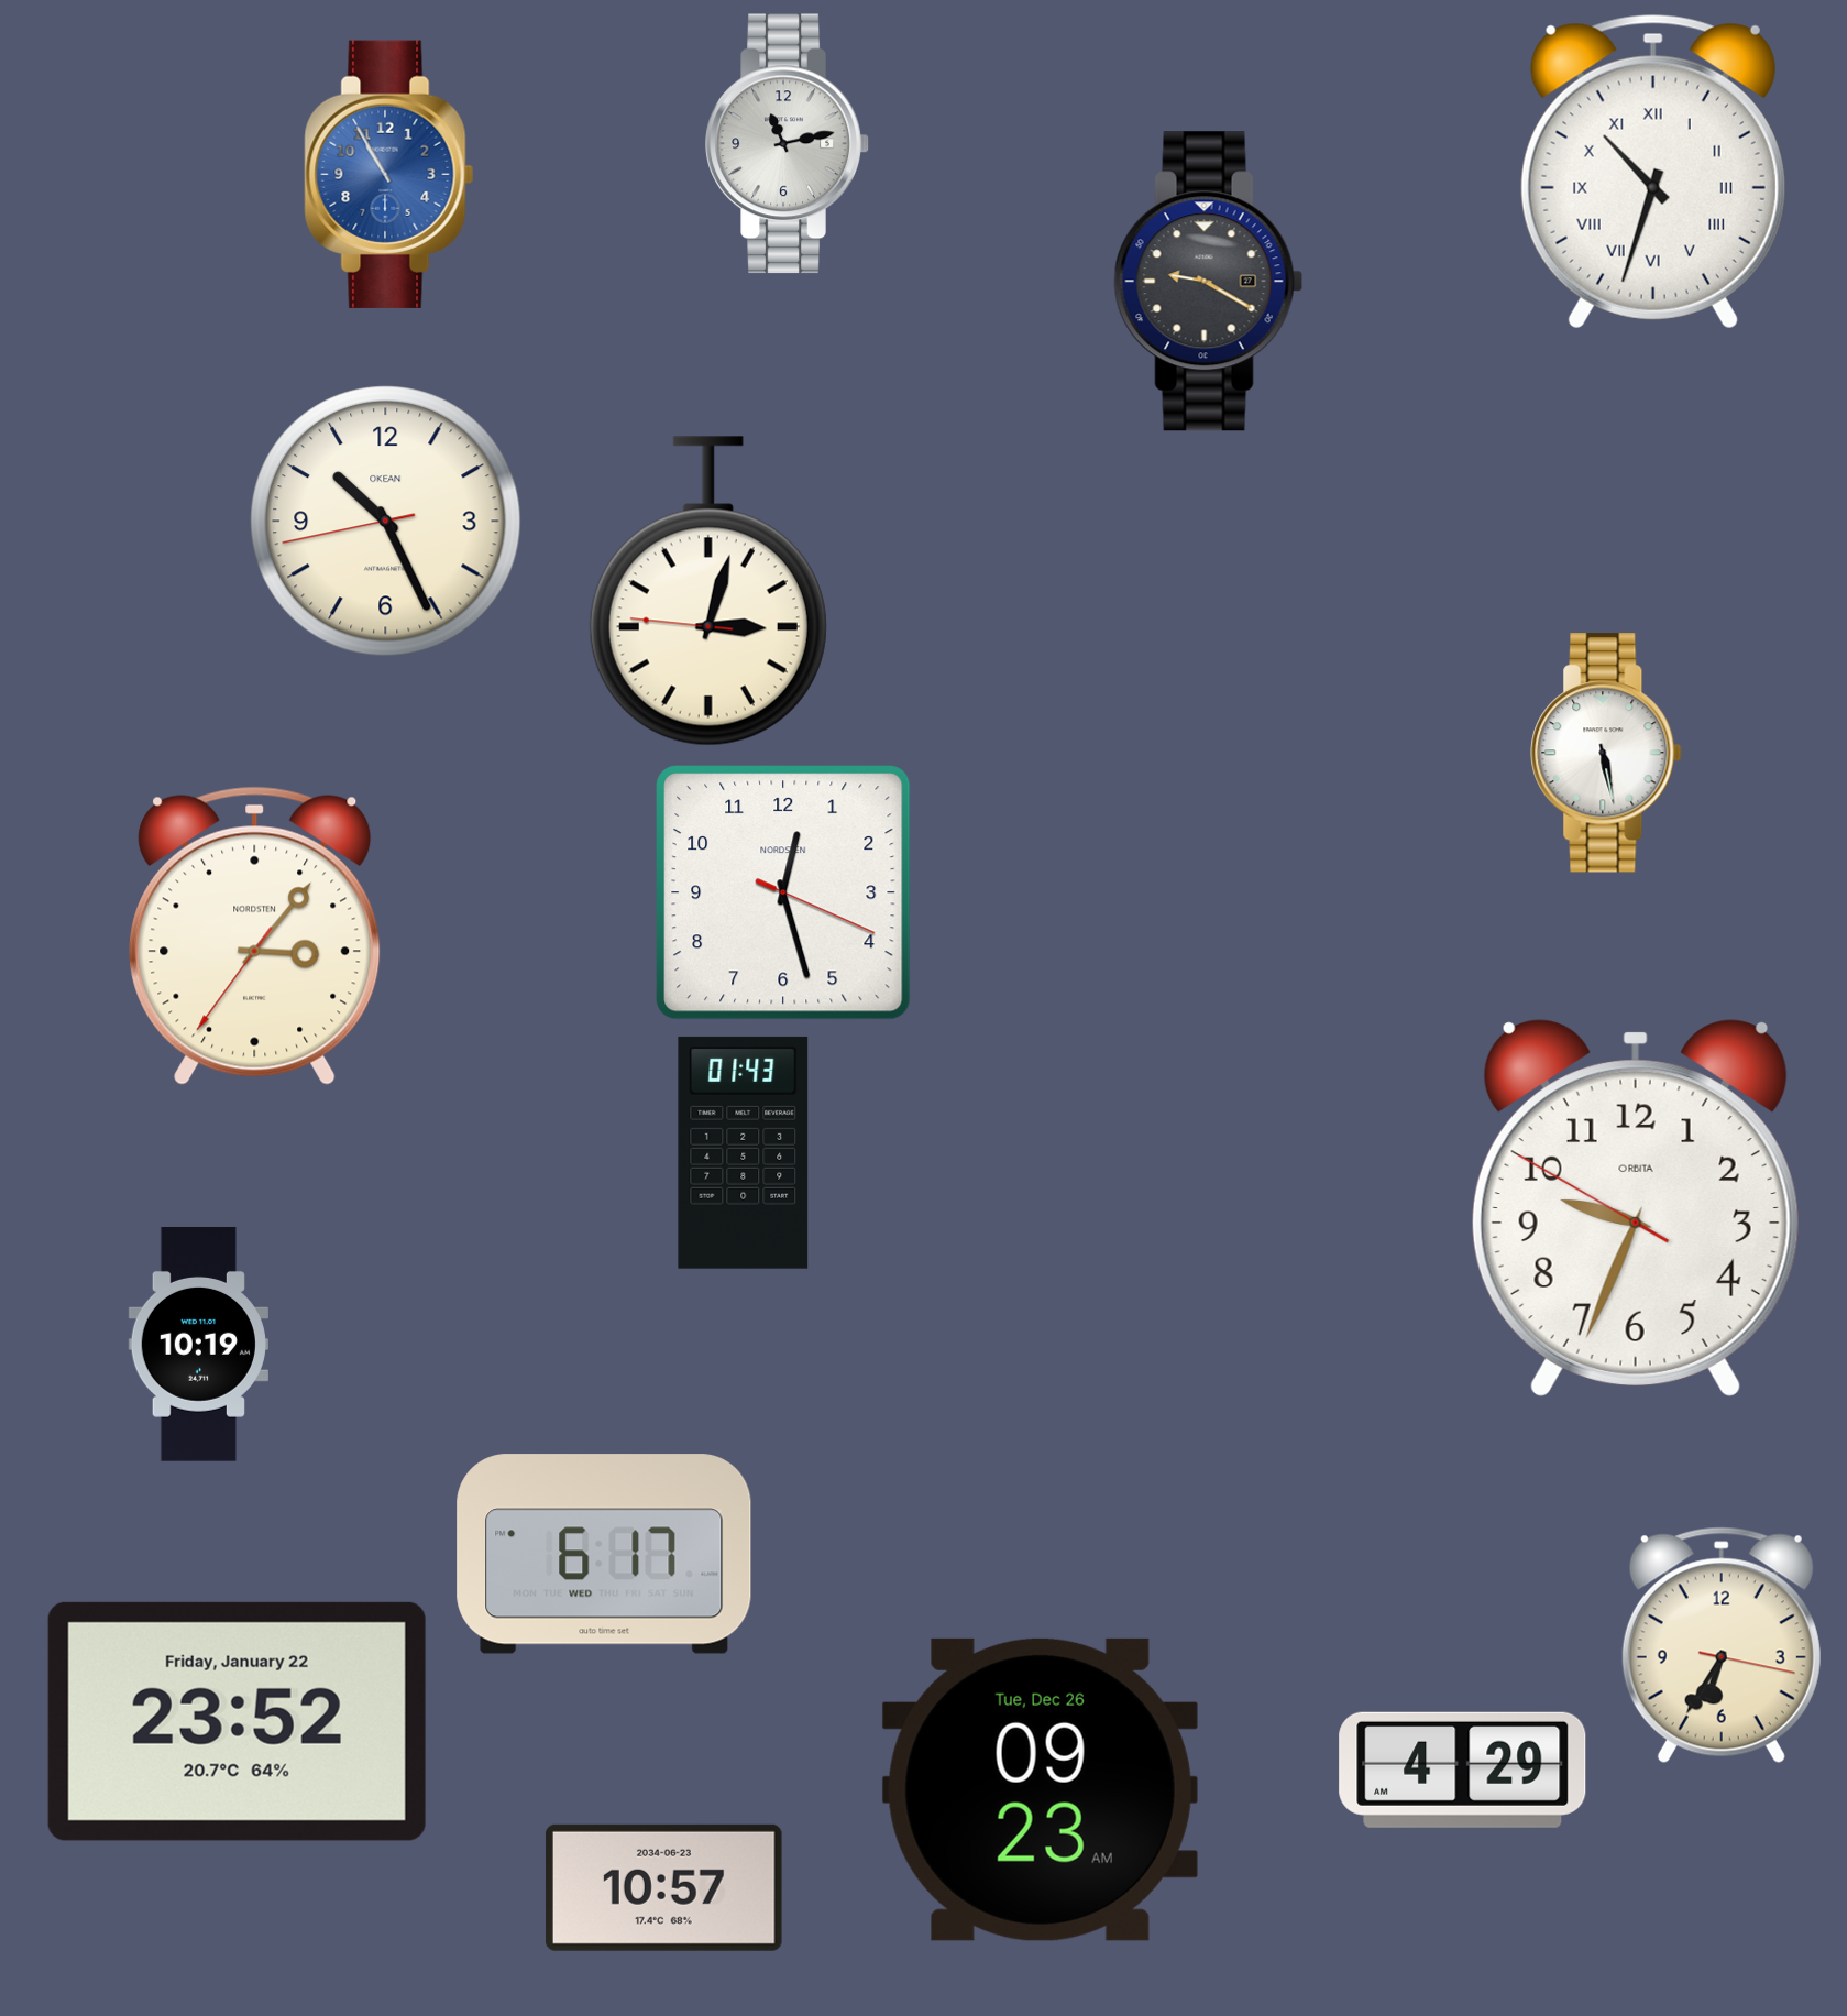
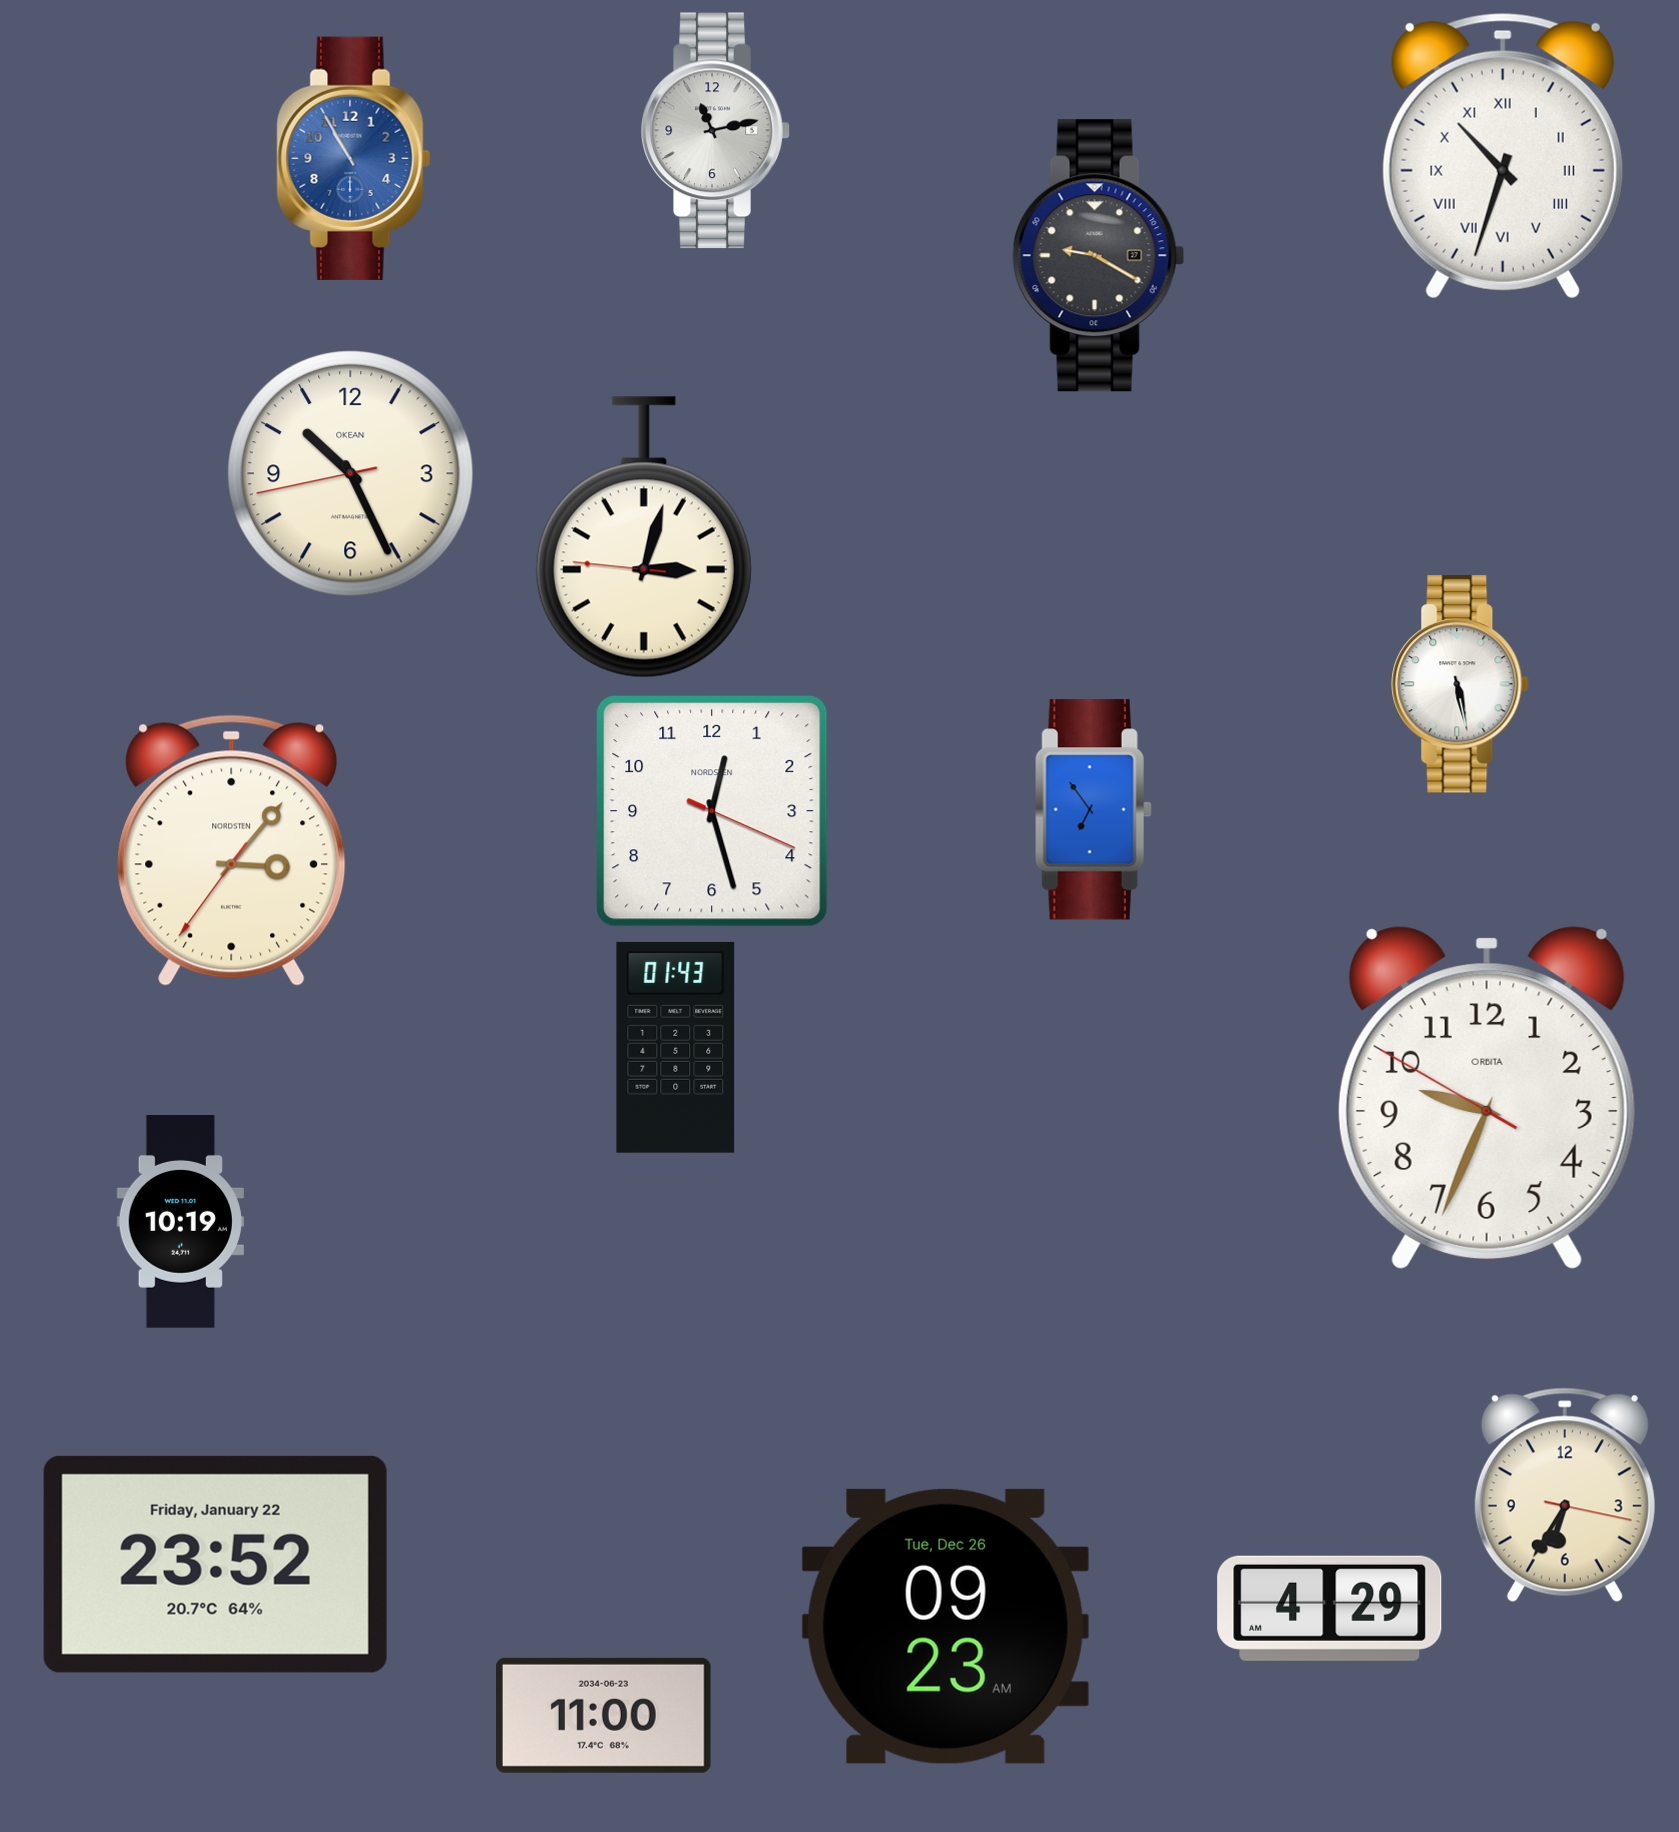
clock at (1093, 810): none -> 6:54
clock at (604, 1554): 6:17 -> none
clock at (663, 1887): 10:57 -> 11:00
